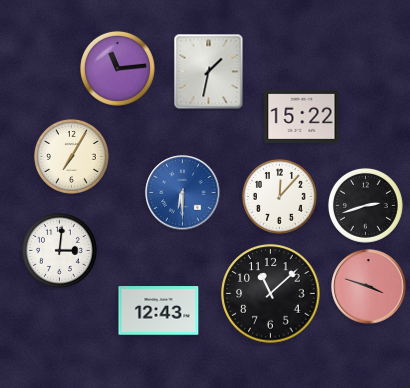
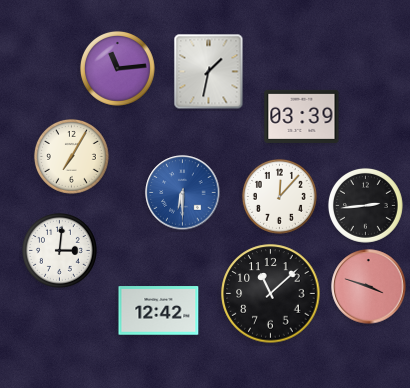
clock at (302, 116): 15:22 -> 03:39
clock at (365, 205): 2:42 -> 2:44
clock at (159, 311): 12:43 -> 12:42
